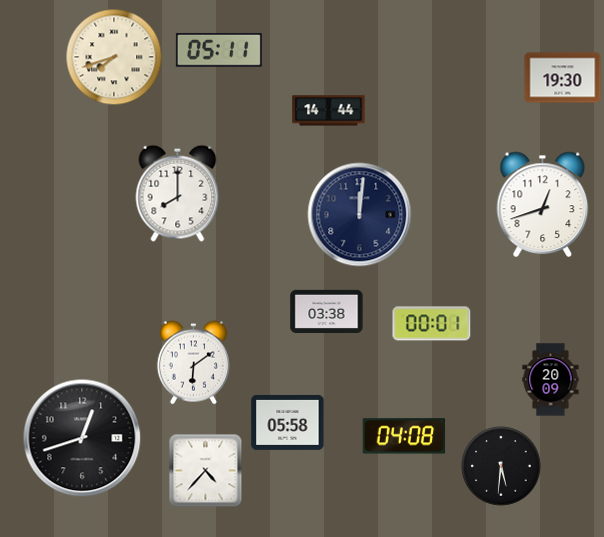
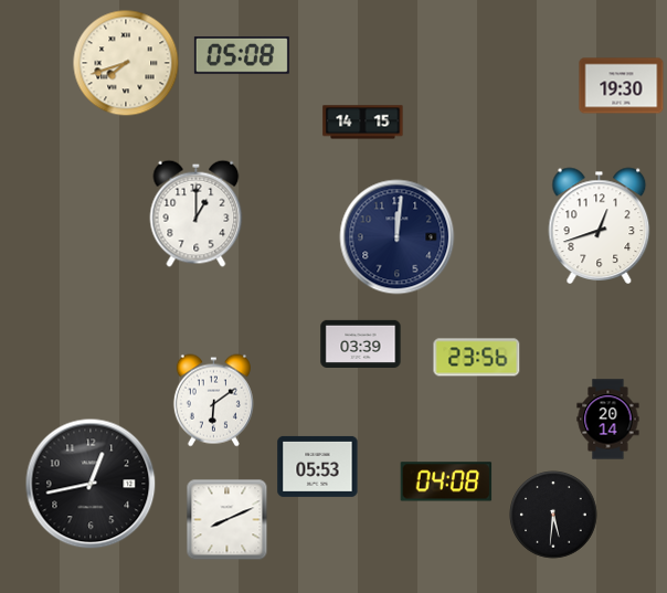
clock at (219, 50): 05:11 -> 05:08
clock at (329, 111): 14:44 -> 14:15
clock at (178, 193): 8:00 -> 1:00
clock at (327, 311): 03:38 -> 03:39
clock at (432, 324): 00:01 -> 23:56
clock at (551, 380): 20:09 -> 20:14
clock at (288, 422): 05:58 -> 05:53
clock at (82, 438): 12:42 -> 12:43
clock at (206, 471): 4:37 -> 8:11
